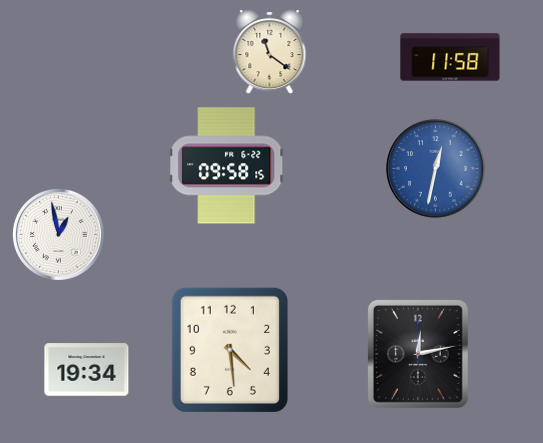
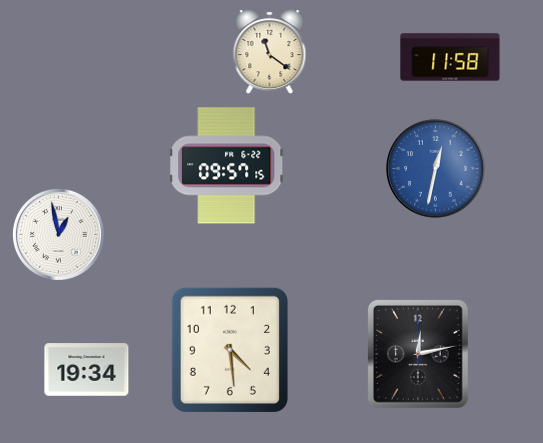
clock at (227, 166): 09:58 -> 09:57
